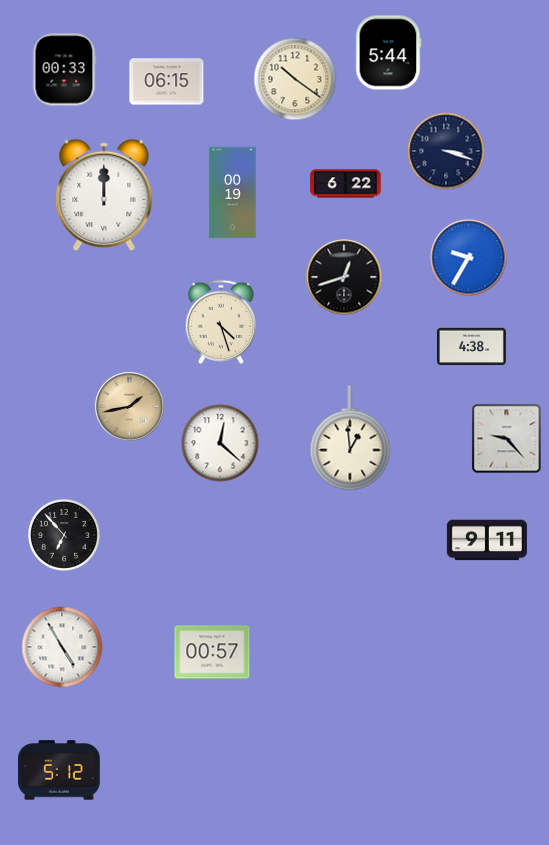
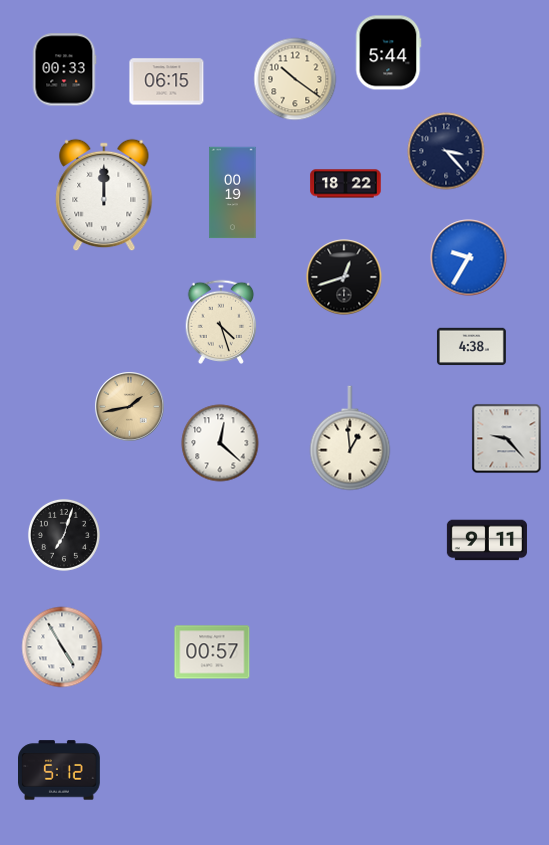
clock at (446, 151): 3:18 -> 3:23
clock at (346, 184): 6:22 -> 18:22
clock at (64, 535): 6:53 -> 7:03
